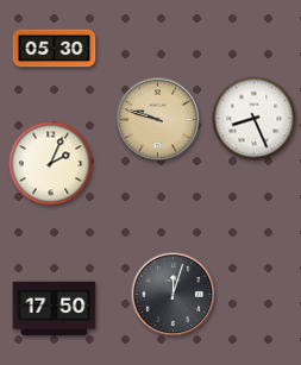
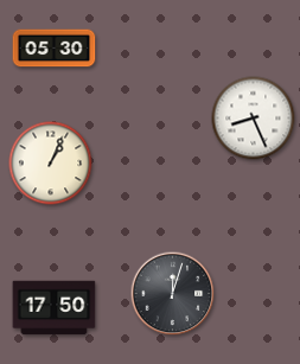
clock at (158, 120): 9:48 -> none
clock at (51, 164): 2:04 -> 1:04
